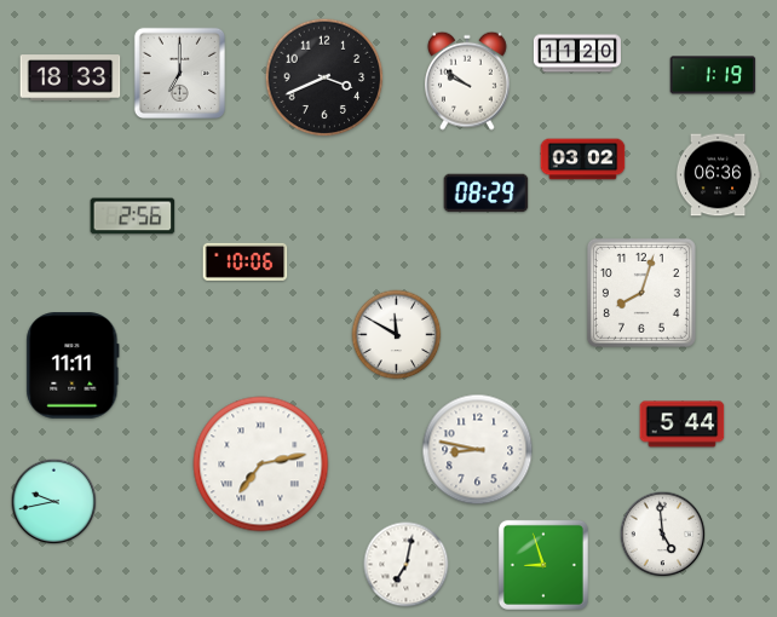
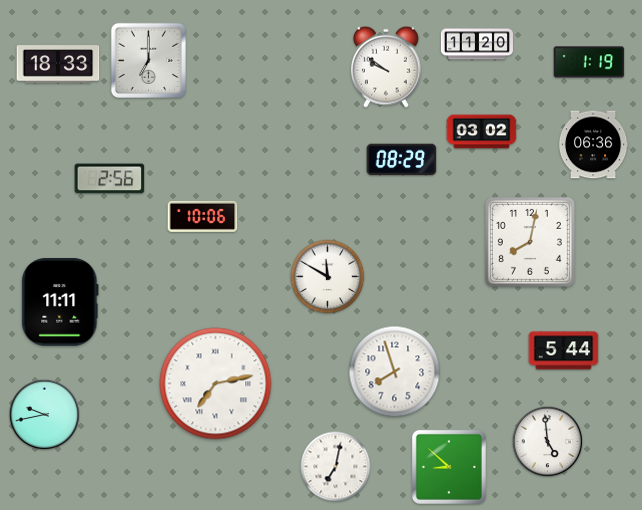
clock at (324, 77): 3:41 -> none
clock at (641, 293): 8:03 -> 8:02
clock at (478, 450): 8:47 -> 7:57
clock at (543, 565): 8:57 -> 8:52
